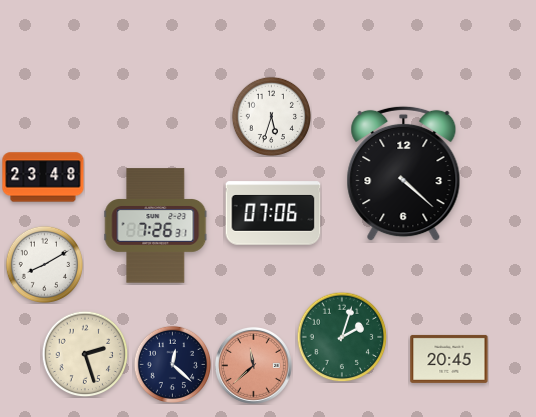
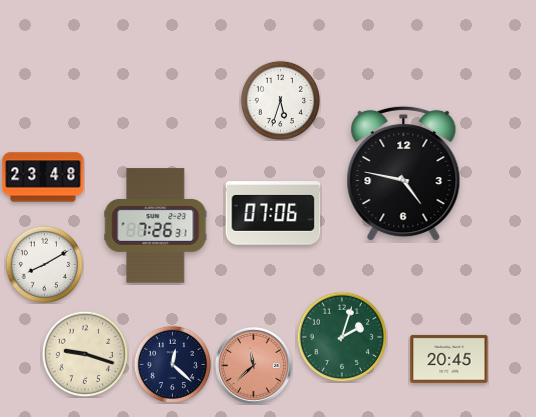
clock at (271, 116) position: (271, 116) -> (280, 100)
clock at (404, 174): 4:22 -> 4:47
clock at (85, 354): 2:27 -> 9:18
